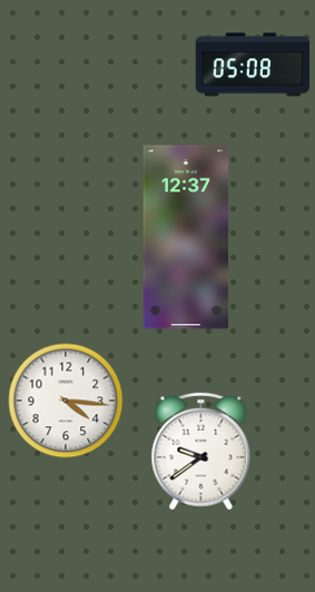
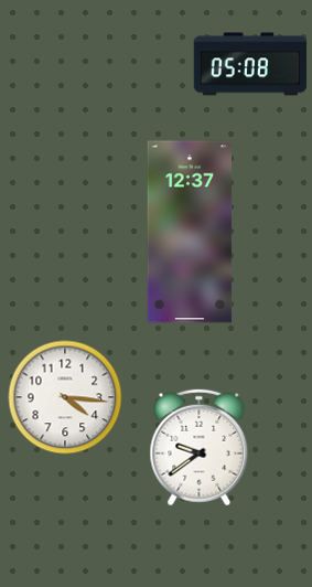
clock at (186, 237) position: (186, 237) -> (190, 232)
